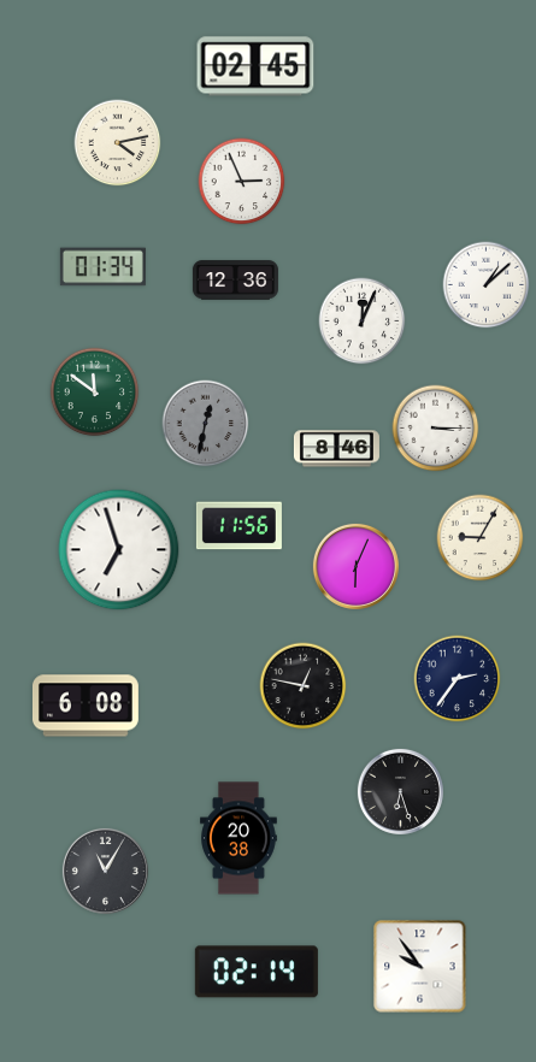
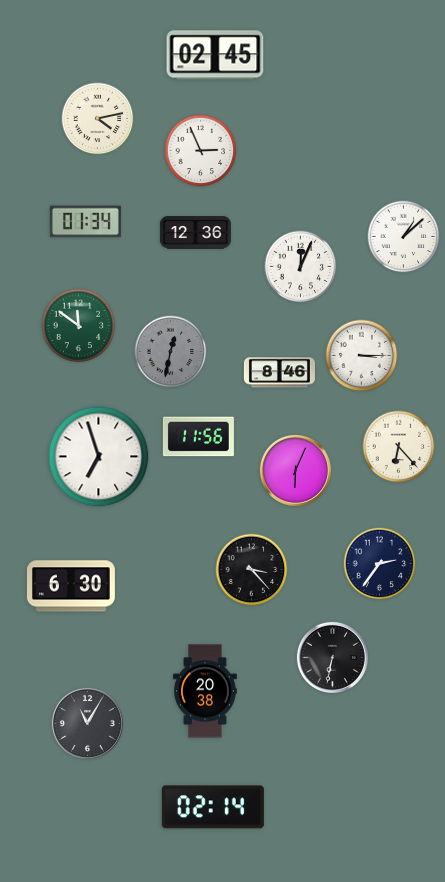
clock at (255, 66) position: (255, 66) -> (215, 55)
clock at (481, 538): 9:05 -> 6:23
clock at (304, 686): 12:47 -> 3:23
clock at (86, 706): 6:08 -> 6:30
clock at (400, 791): 6:27 -> 6:32
clock at (240, 838) position: (240, 838) -> (206, 691)
clock at (420, 967): 9:54 -> none
